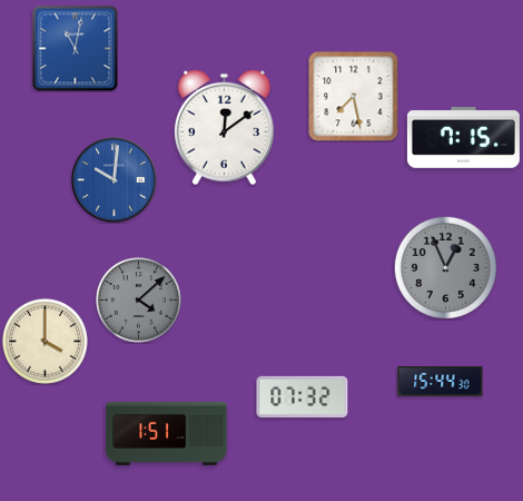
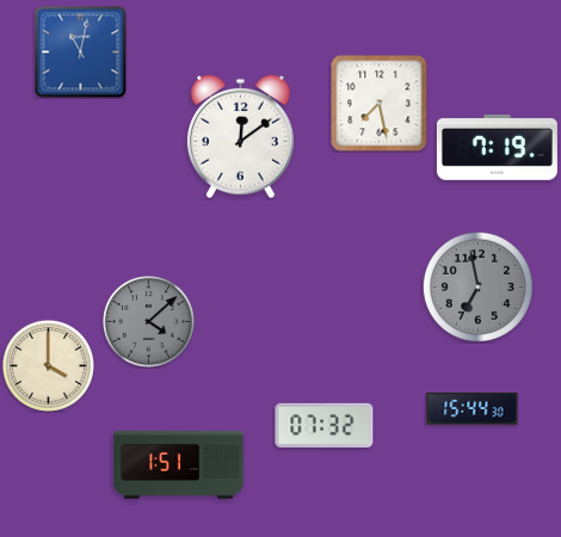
clock at (463, 138): 7:15 -> 7:19
clock at (115, 180): 10:01 -> none
clock at (445, 267): 12:56 -> 6:58
